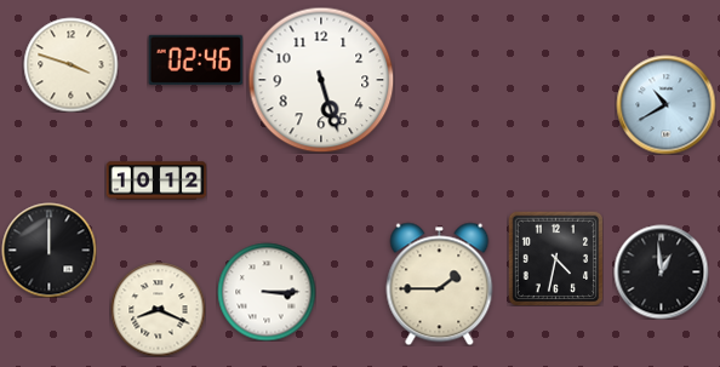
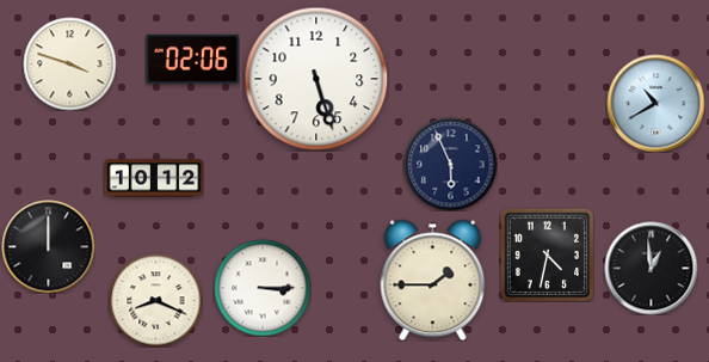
clock at (195, 59): 02:46 -> 02:06
clock at (450, 164): none -> 5:56
clock at (158, 309) position: (158, 309) -> (155, 300)
